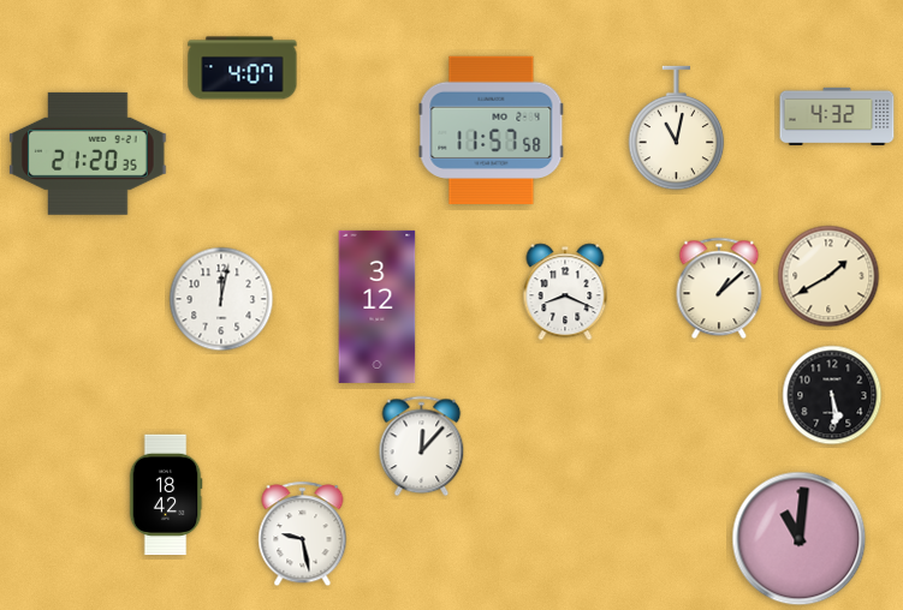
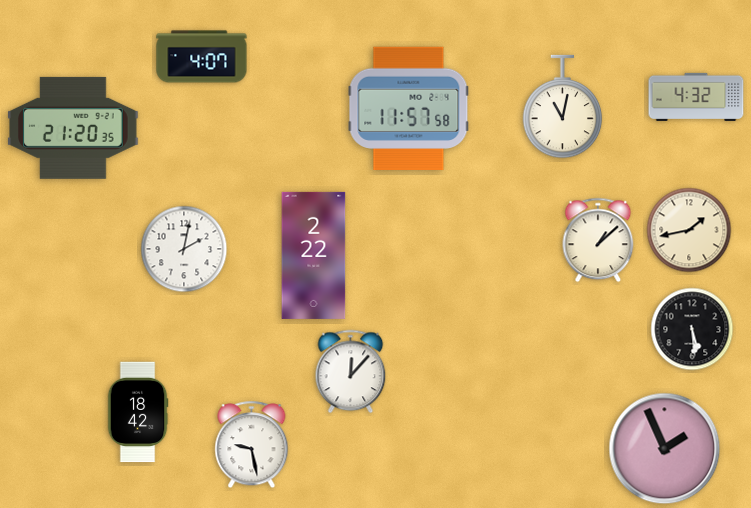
clock at (828, 276): 1:40 -> 1:43
clock at (565, 292): 8:19 -> none
clock at (221, 299): 12:02 -> 2:02
clock at (378, 306): 3:12 -> 2:22
clock at (800, 539): 11:01 -> 1:56
